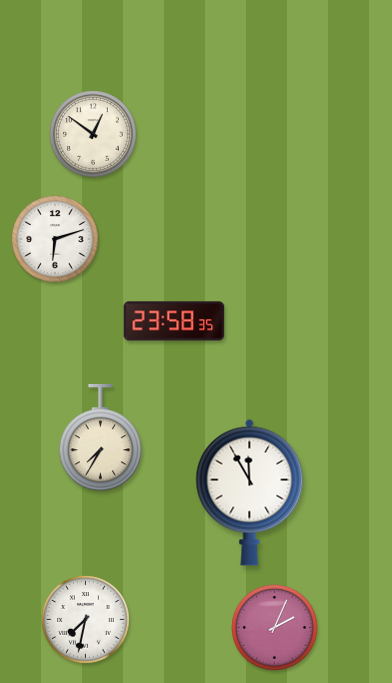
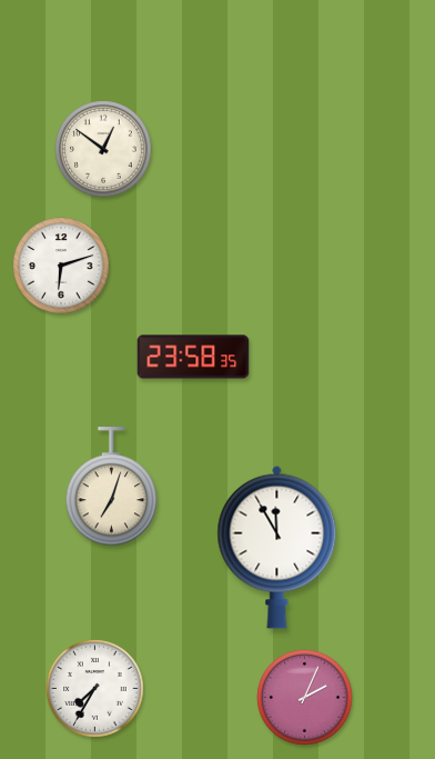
clock at (101, 438): 7:35 -> 7:03
clock at (86, 620): 7:32 -> 7:35
